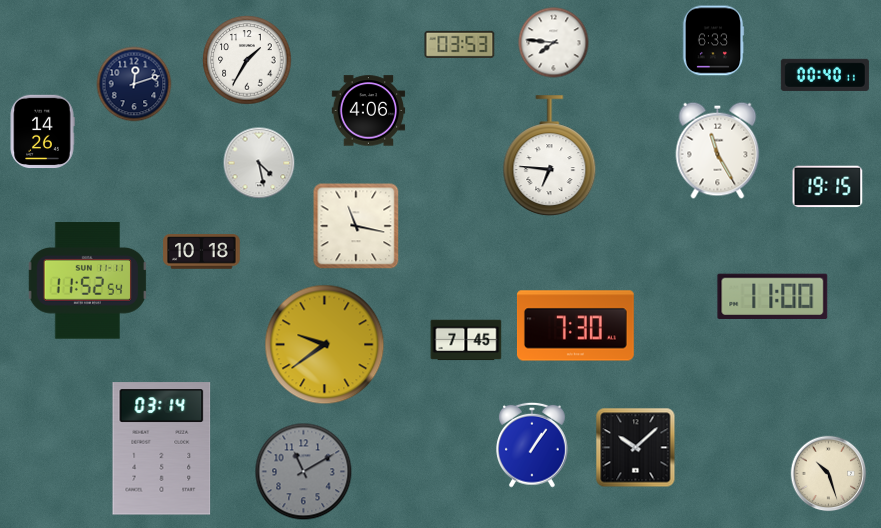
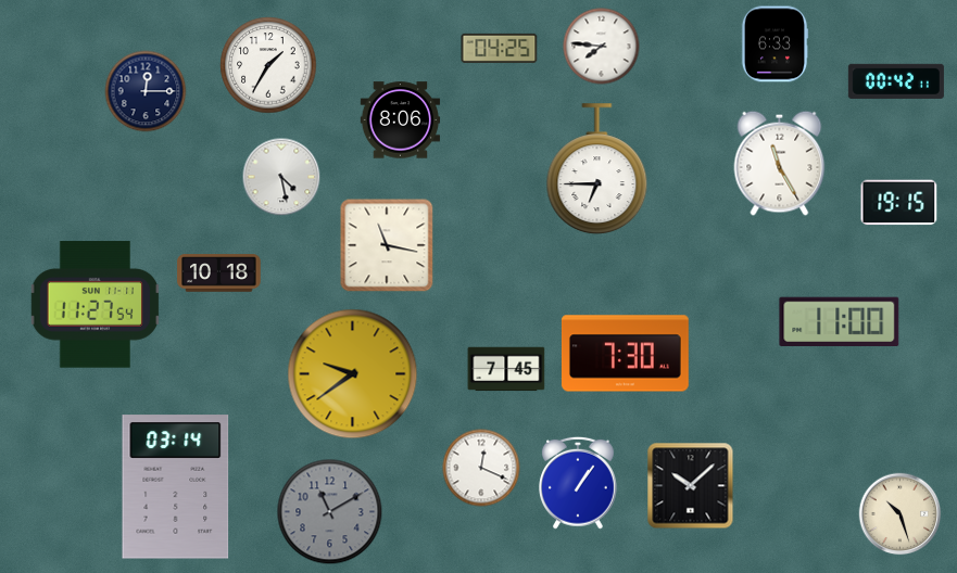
clock at (460, 44): 03:53 -> 04:25
clock at (825, 75): 00:40 -> 00:42
clock at (134, 84): 12:12 -> 12:15
clock at (369, 111): 4:06 -> 8:06
clock at (42, 132): 14:26 -> none
clock at (550, 156): 6:46 -> 6:45
clock at (87, 281): 11:52 -> 11:27
clock at (481, 468): none -> 12:19
